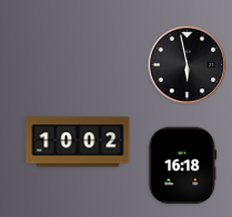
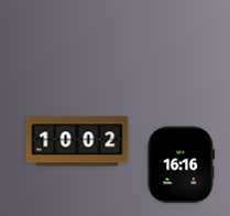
clock at (188, 65): 5:58 -> none
clock at (183, 166): 16:18 -> 16:16
